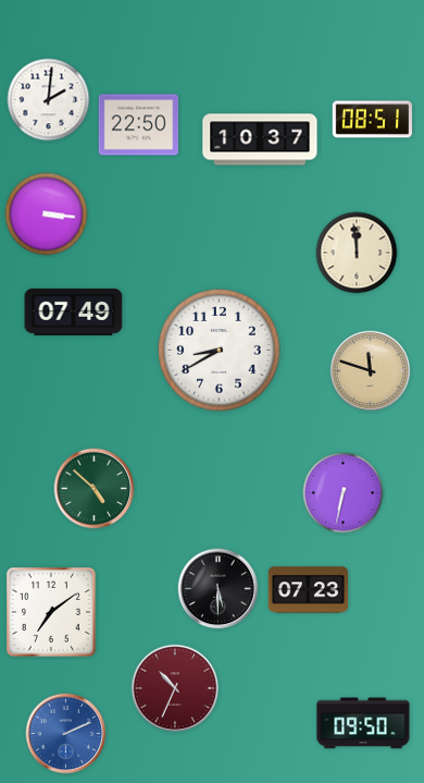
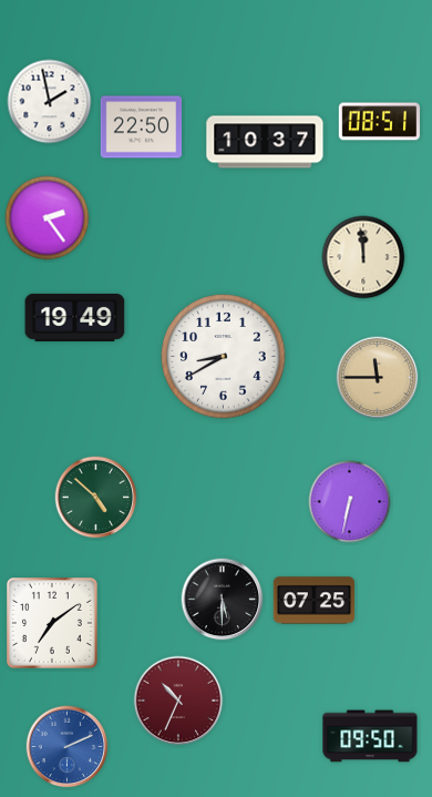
clock at (49, 100): 2:01 -> 1:58
clock at (47, 215): 3:16 -> 2:24
clock at (74, 311): 07:49 -> 19:49
clock at (371, 371): 11:48 -> 11:45
clock at (309, 590): 07:23 -> 07:25
